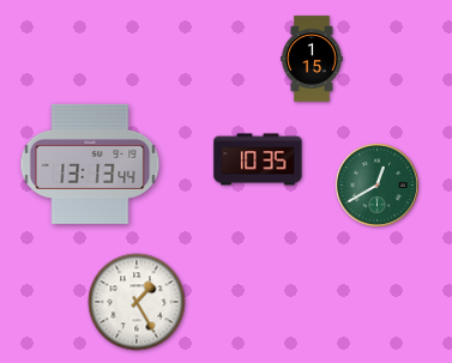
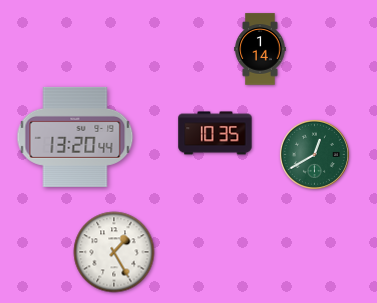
clock at (312, 59): 1:15 -> 1:14
clock at (90, 164): 13:13 -> 13:20
